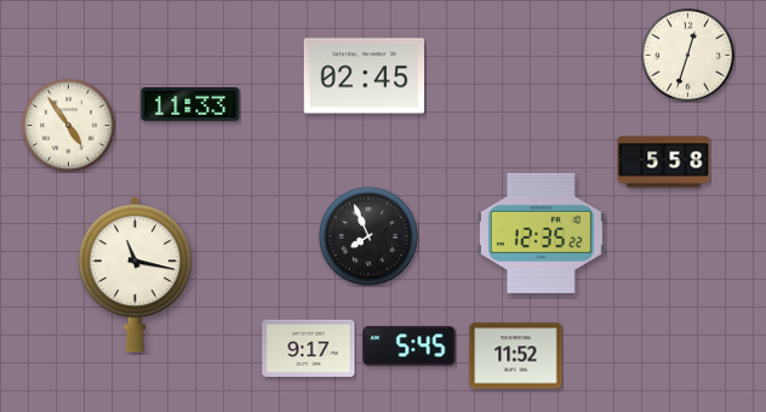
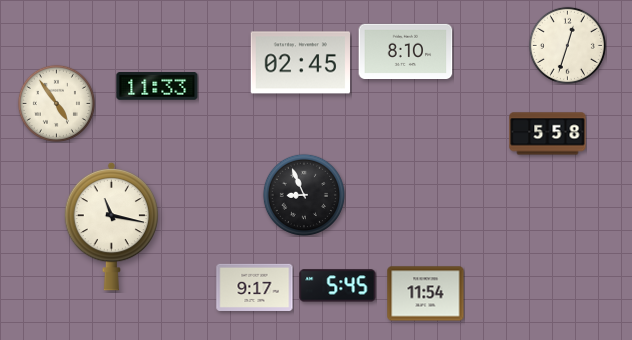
clock at (406, 51): none -> 8:10
clock at (541, 233): 12:35 -> none
clock at (368, 235): 7:56 -> 8:56
clock at (516, 356): 11:52 -> 11:54
